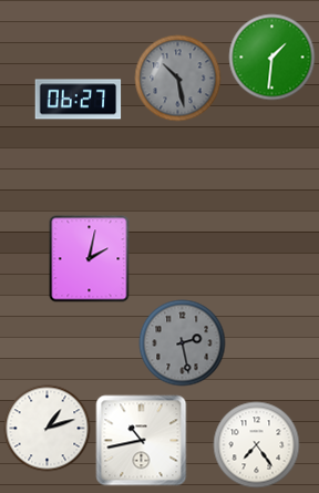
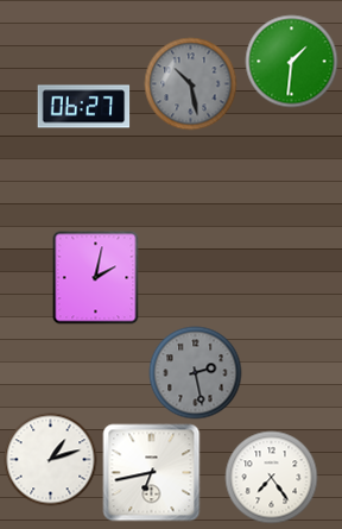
clock at (182, 342) position: (182, 342) -> (195, 372)
clock at (141, 440): 10:43 -> 6:43
clock at (256, 444) position: (256, 444) -> (271, 477)
